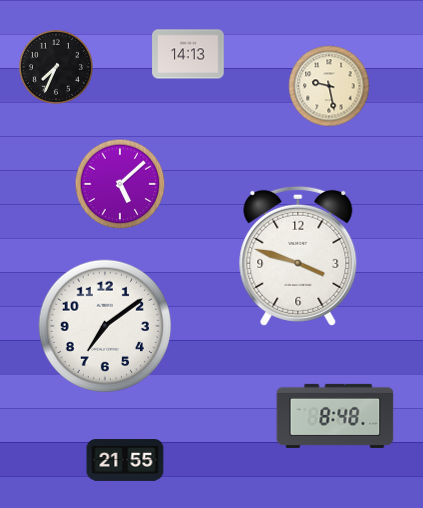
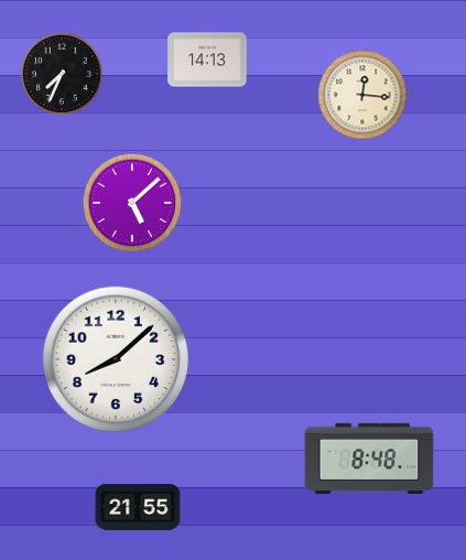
clock at (329, 86): 9:28 -> 12:16
clock at (298, 256): 3:48 -> none
clock at (105, 326): 7:09 -> 8:08
